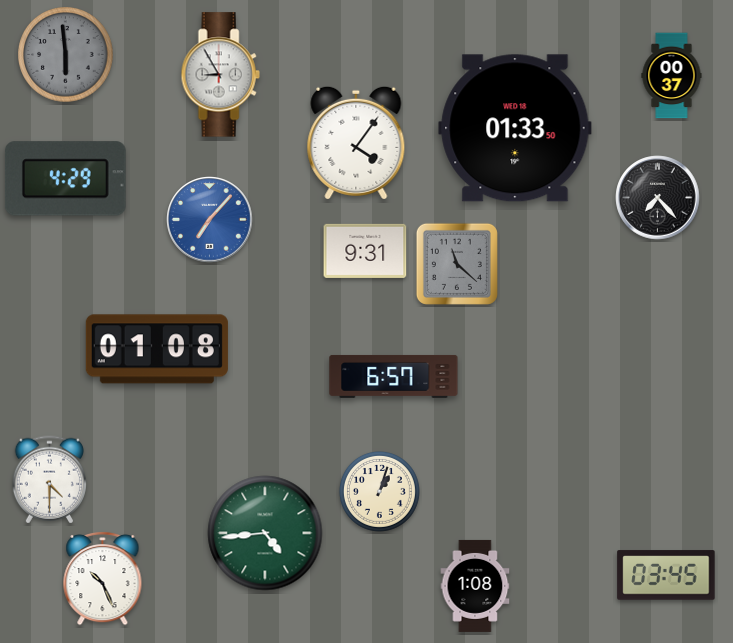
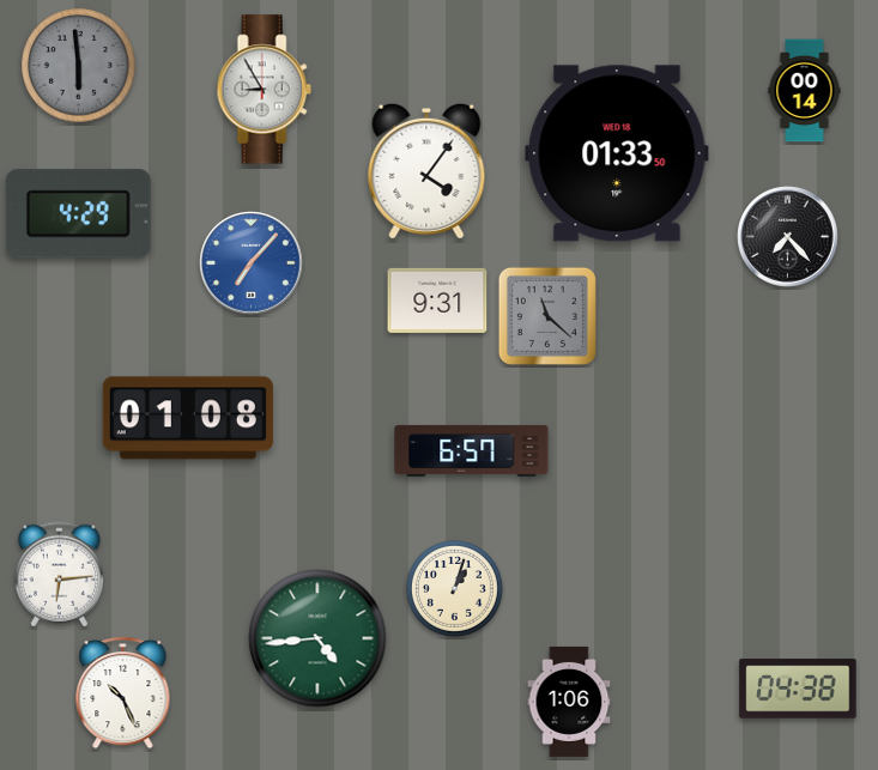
clock at (672, 76): 00:37 -> 00:14
clock at (49, 480): 4:30 -> 6:14
clock at (666, 575): 03:45 -> 04:38
clock at (475, 586): 1:08 -> 1:06
